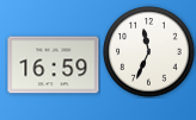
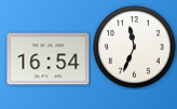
clock at (54, 65): 16:59 -> 16:54
